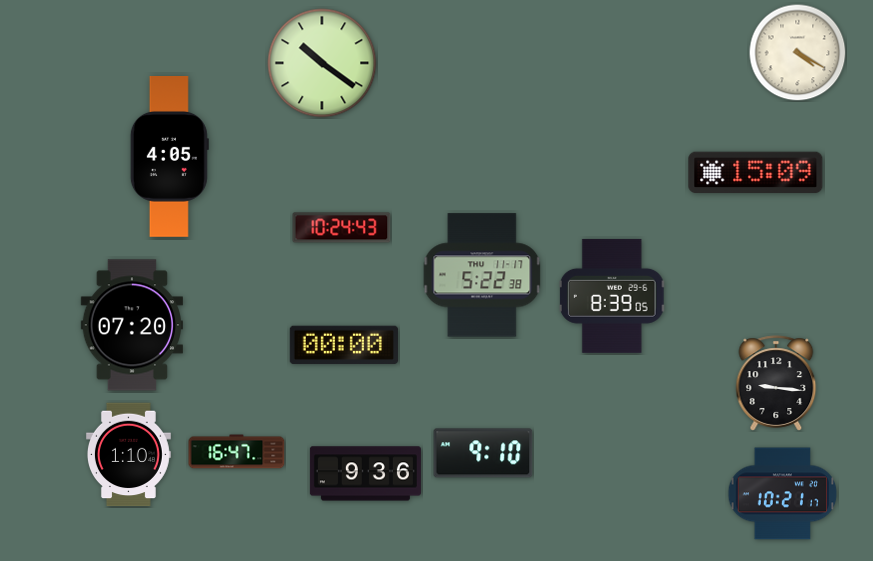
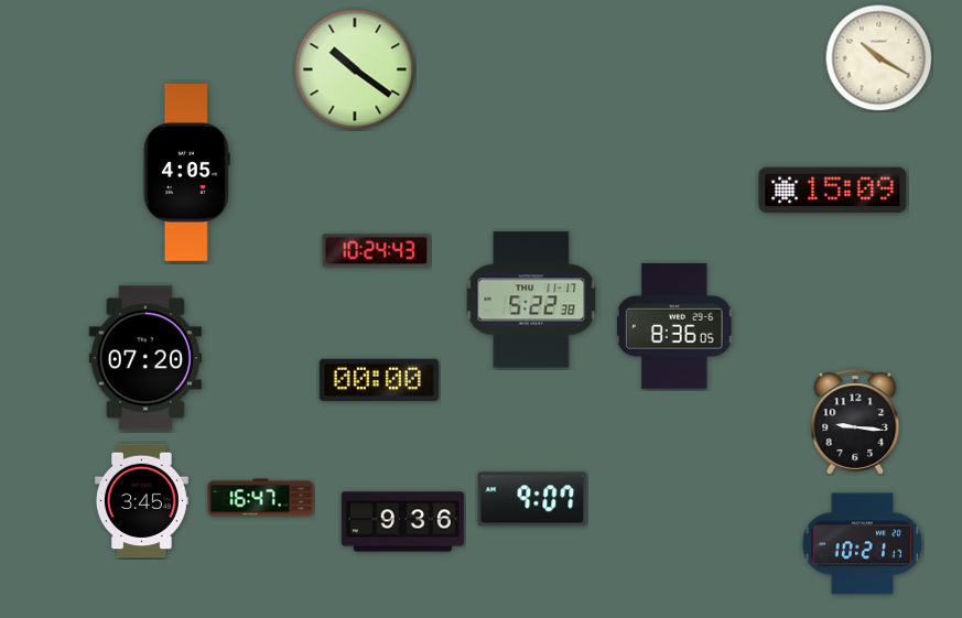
clock at (797, 52): 4:20 -> 10:20
clock at (482, 275) position: (482, 275) -> (531, 300)
clock at (612, 296): 8:39 -> 8:36
clock at (483, 453): 9:10 -> 9:07
clock at (128, 455): 1:10 -> 3:45
